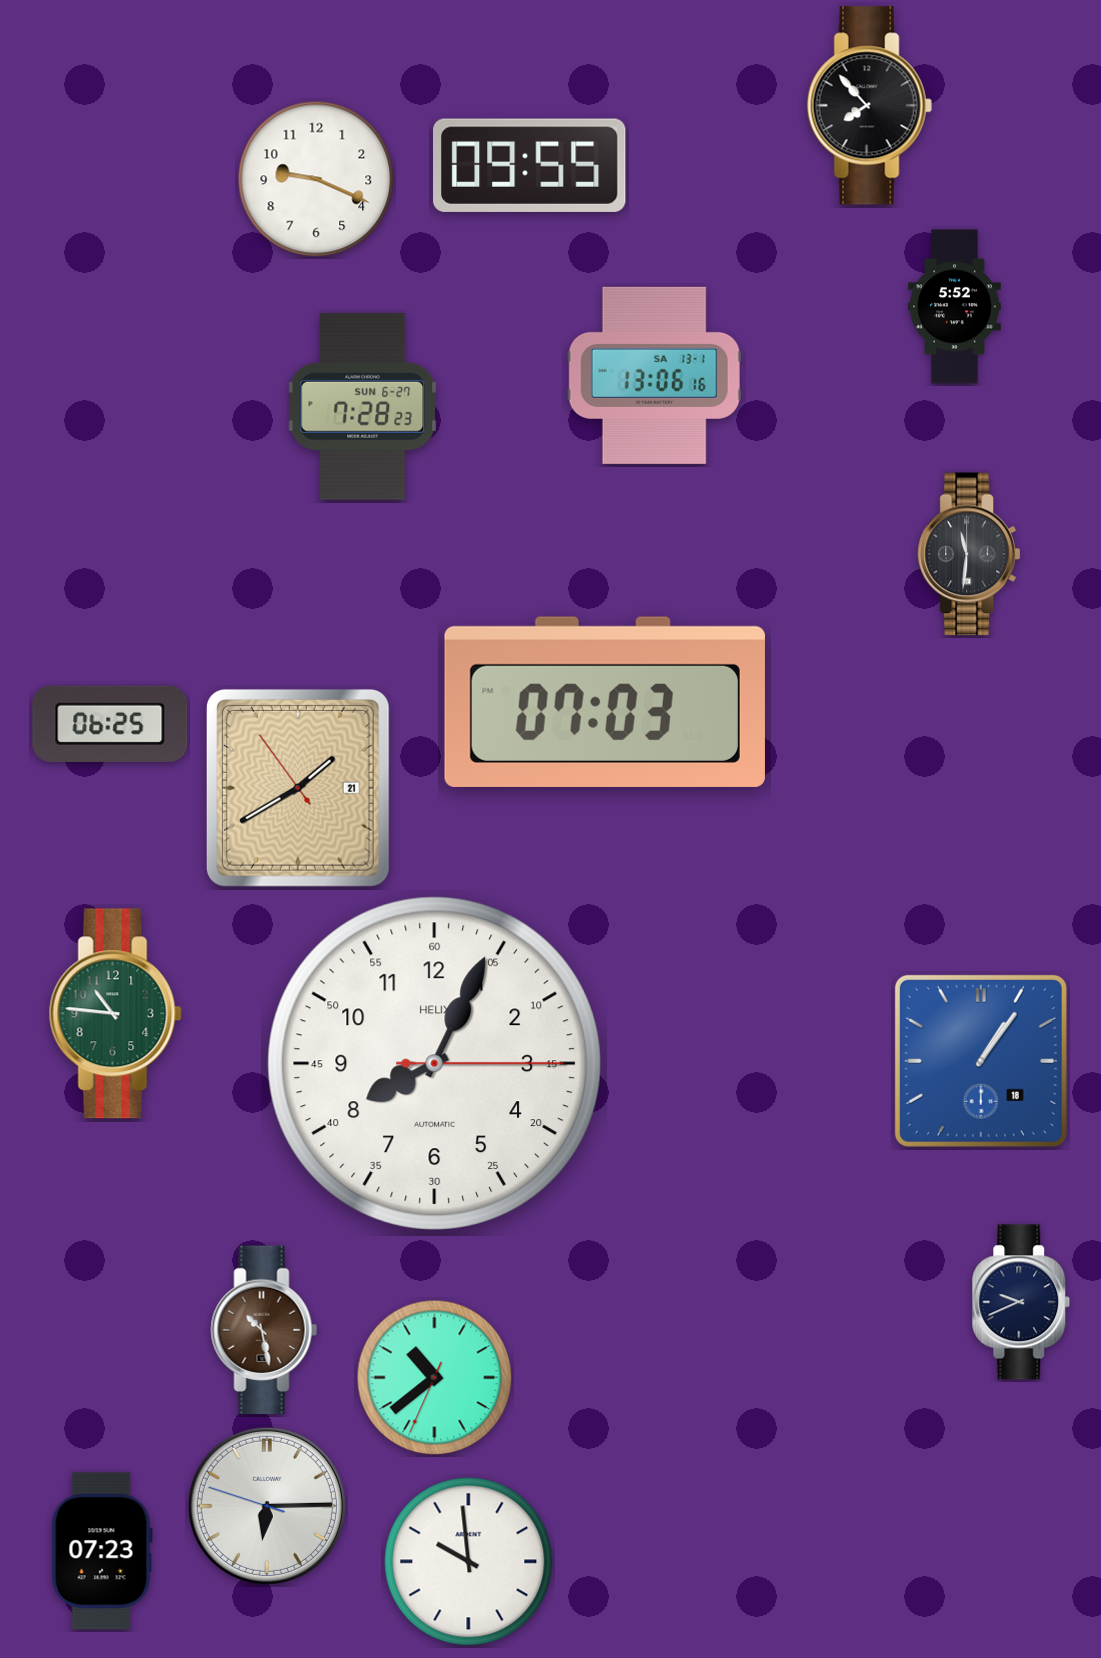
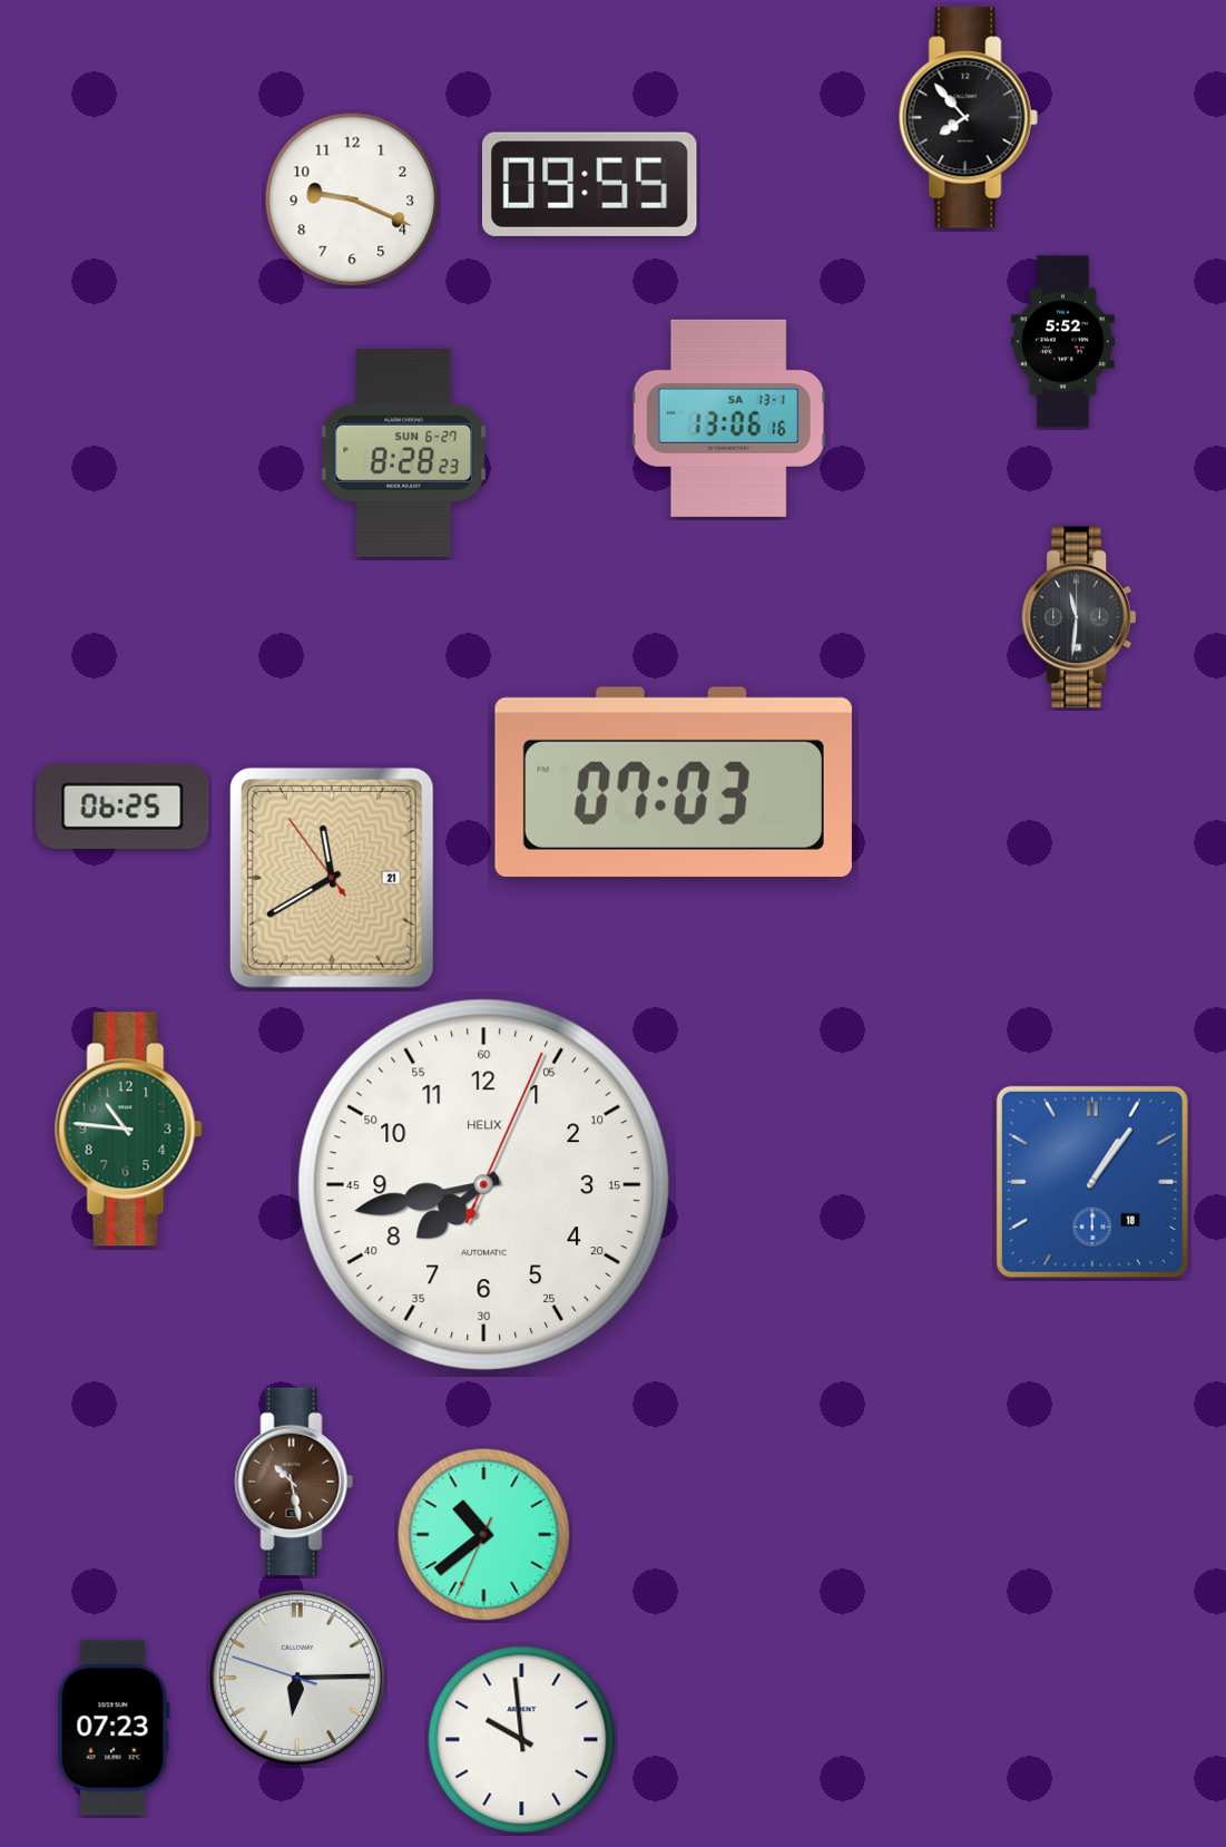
clock at (363, 406): 7:28 -> 8:28
clock at (298, 788): 1:39 -> 11:39
clock at (434, 1063): 8:04 -> 7:43
clock at (1021, 1302): 9:41 -> none
